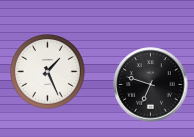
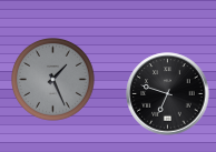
clock at (48, 72) dial: white -> grey
